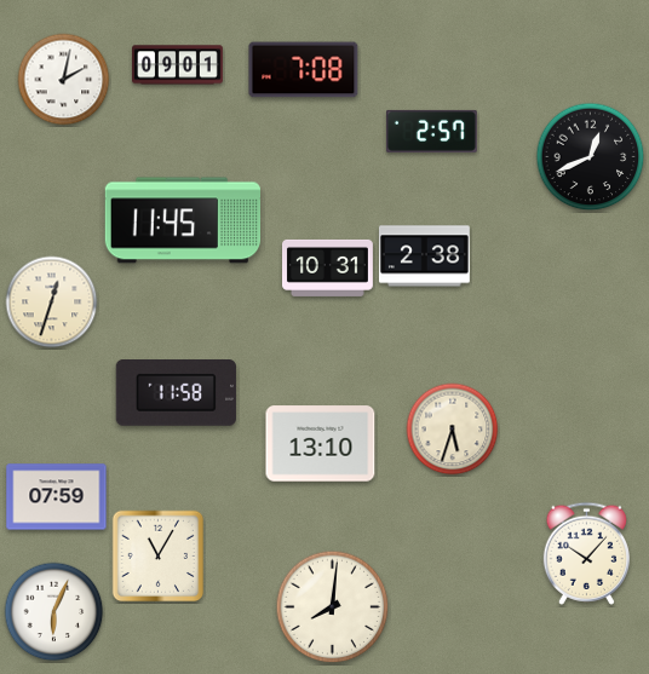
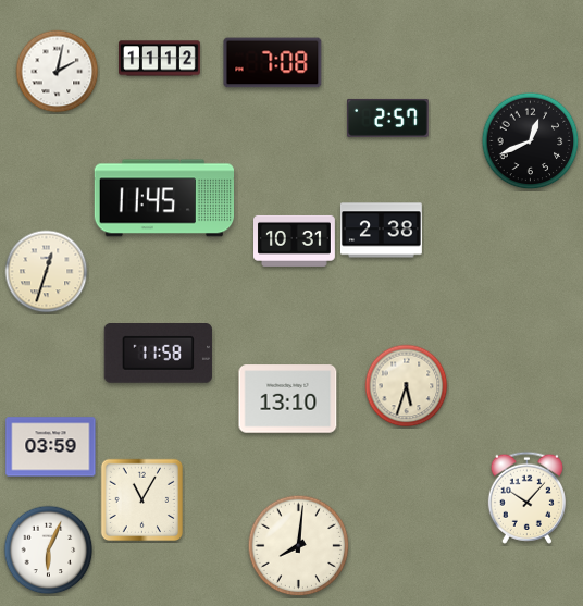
clock at (178, 65): 09:01 -> 11:12
clock at (57, 497): 07:59 -> 03:59
